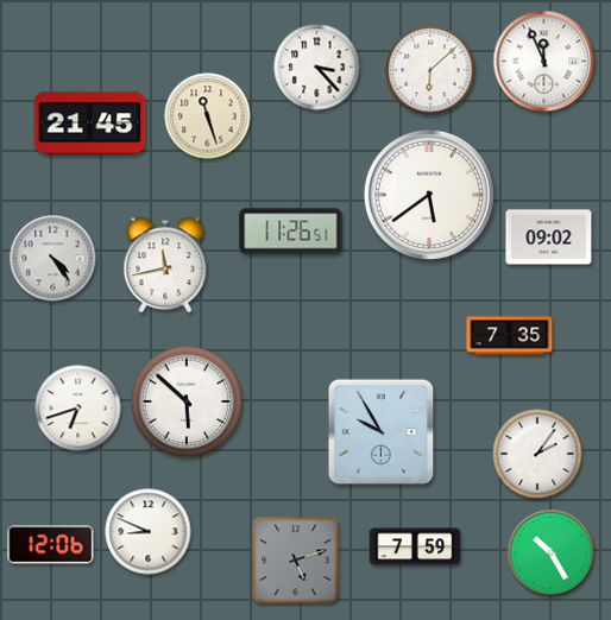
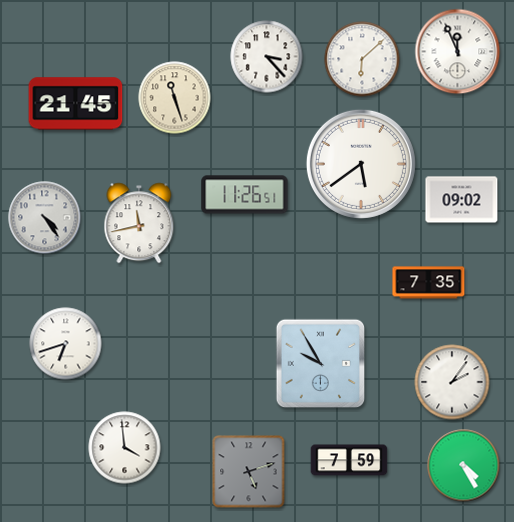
clock at (187, 401): 5:52 -> none
clock at (149, 532): 8:49 -> 3:59
clock at (51, 545): 12:06 -> none
clock at (552, 553): 10:25 -> 4:25
